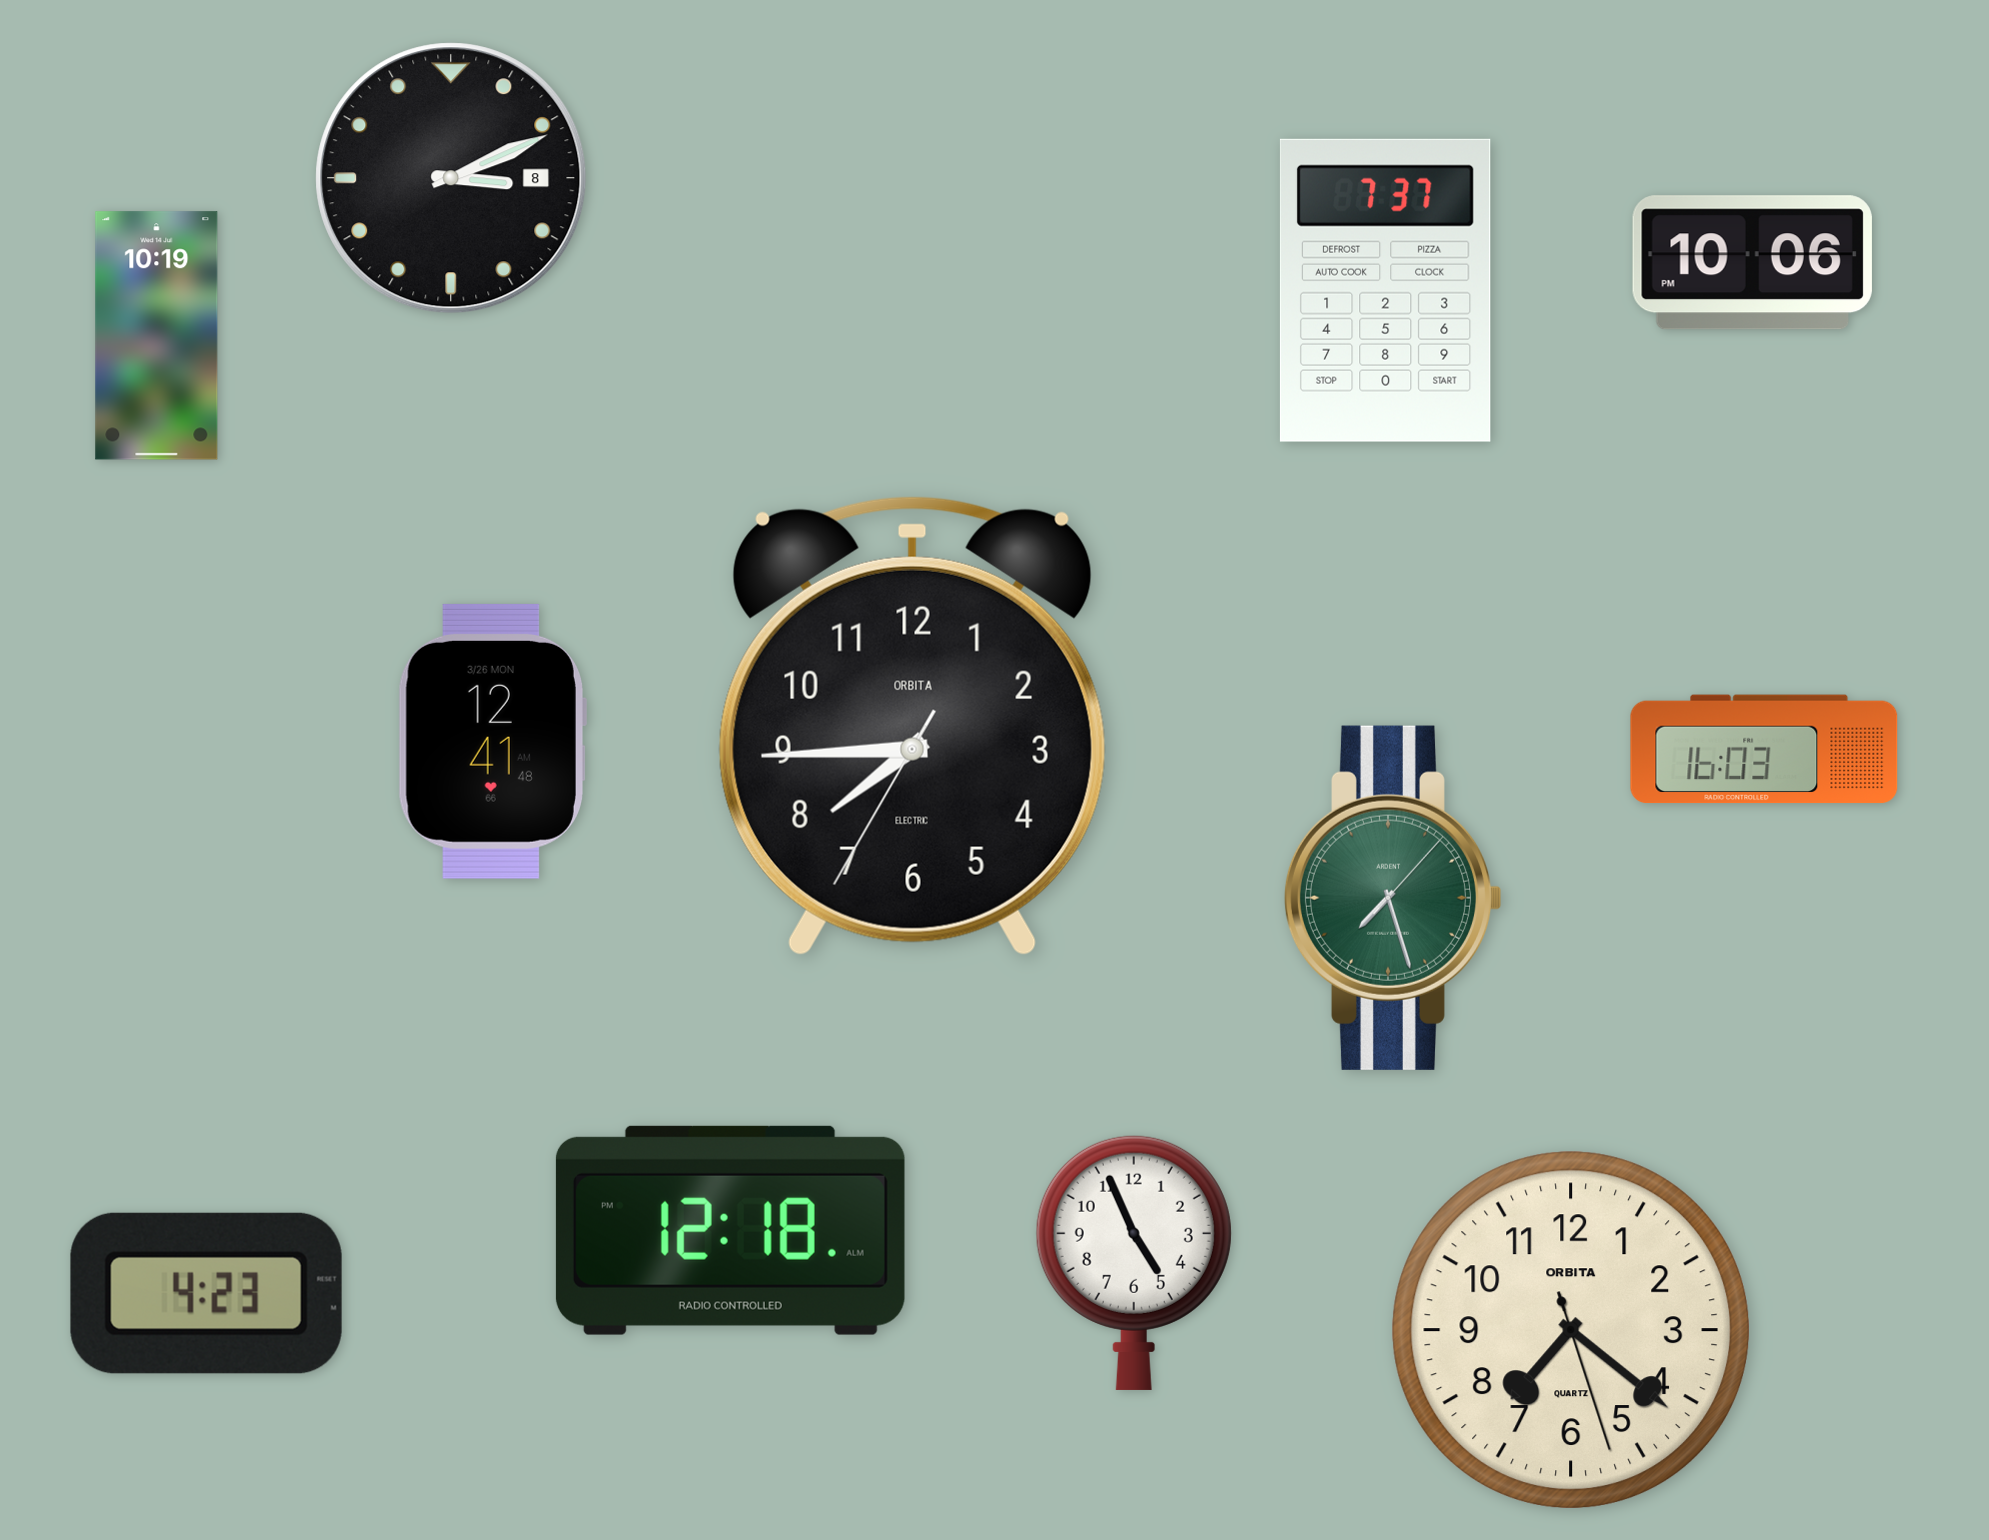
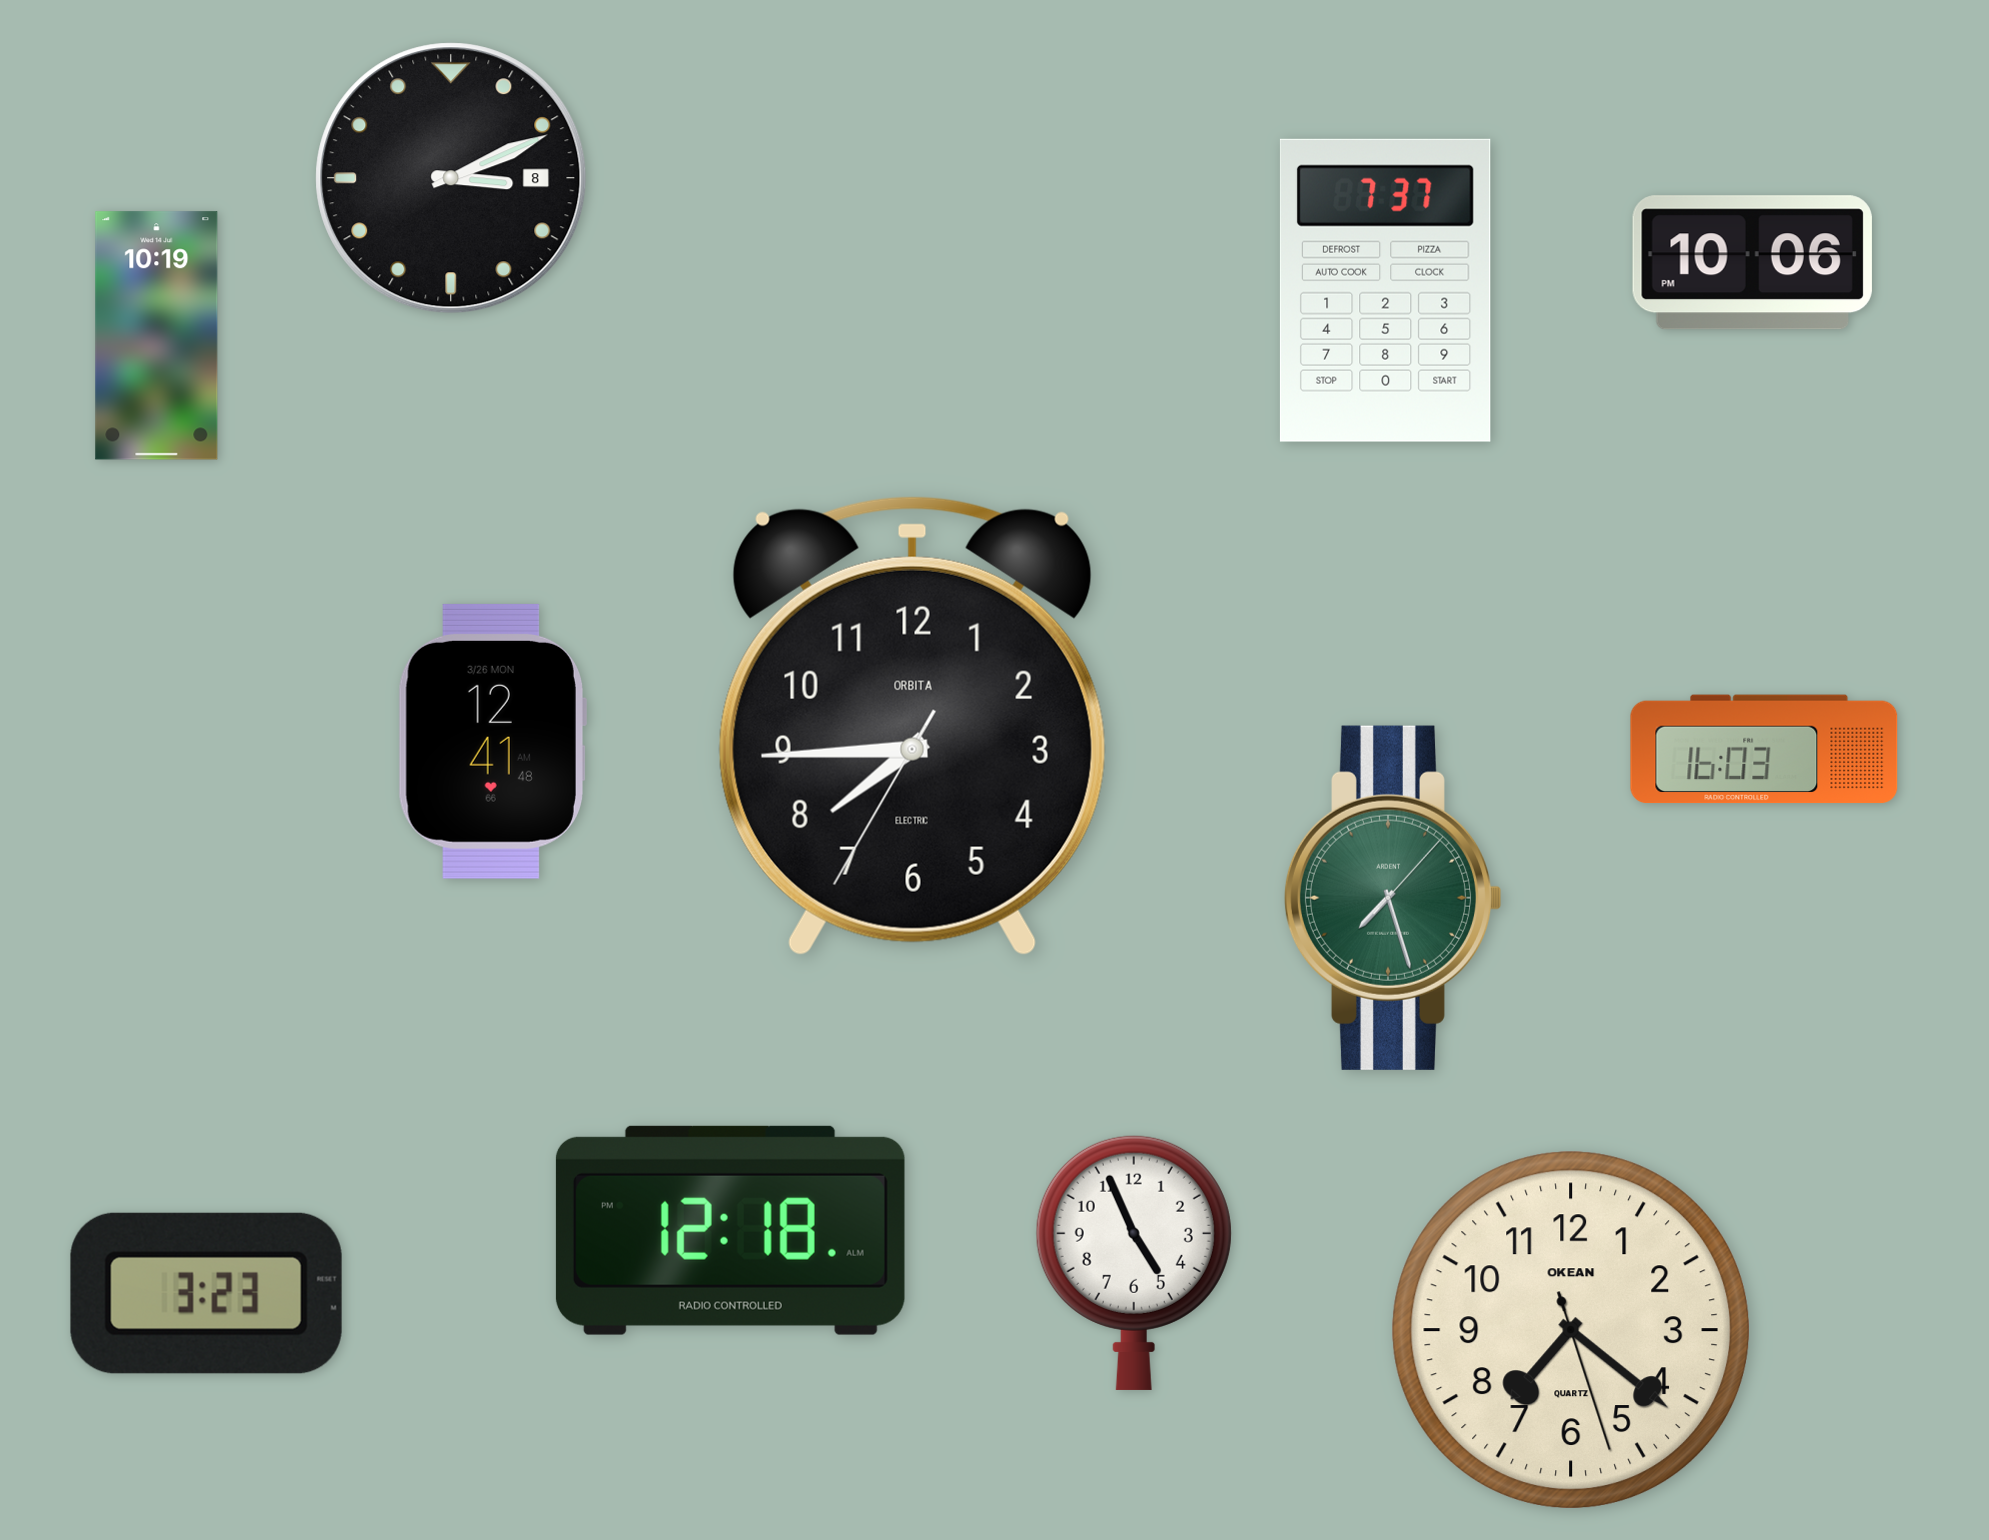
clock at (206, 1293): 4:23 -> 3:23
clock at (1570, 1329) brand: ORBITA -> OKEAN
